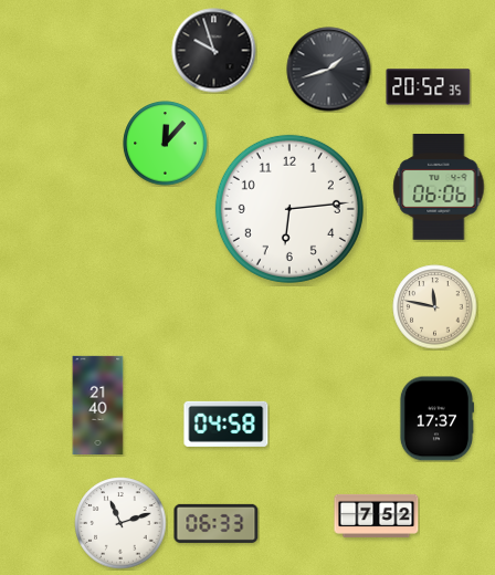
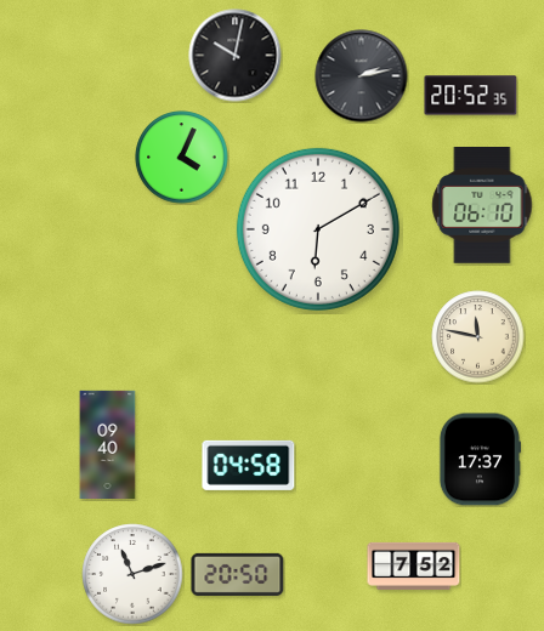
clock at (214, 51): 9:57 -> 10:02
clock at (329, 70): 1:42 -> 2:13
clock at (166, 144): 12:07 -> 4:04
clock at (439, 188): 06:06 -> 06:10
clock at (289, 209): 6:14 -> 6:10
clock at (98, 405): 21:40 -> 09:40
clock at (217, 523): 06:33 -> 20:50
